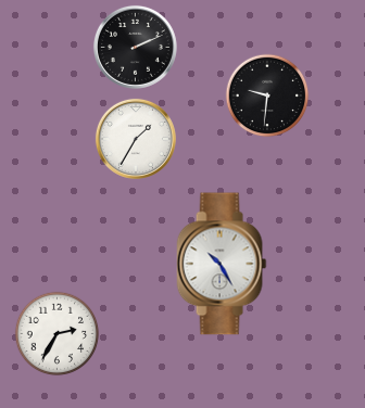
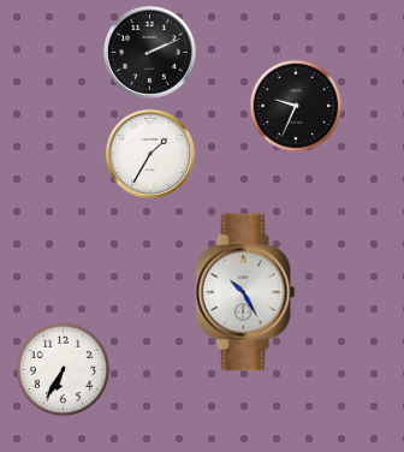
clock at (267, 95): 9:31 -> 9:34
clock at (58, 334): 2:35 -> 6:35
